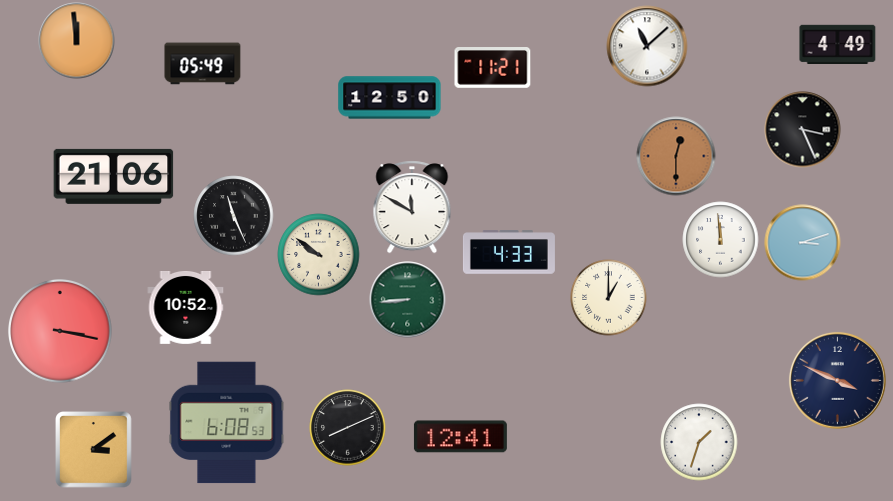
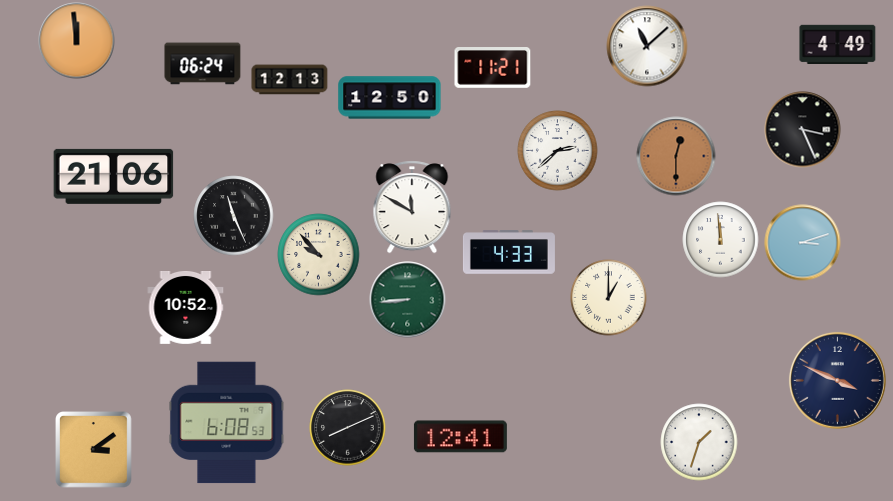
clock at (203, 64): 05:49 -> 06:24
clock at (290, 80): none -> 12:13
clock at (558, 151): none -> 2:38
clock at (319, 255): 9:51 -> 9:53
clock at (61, 332): 3:17 -> none
